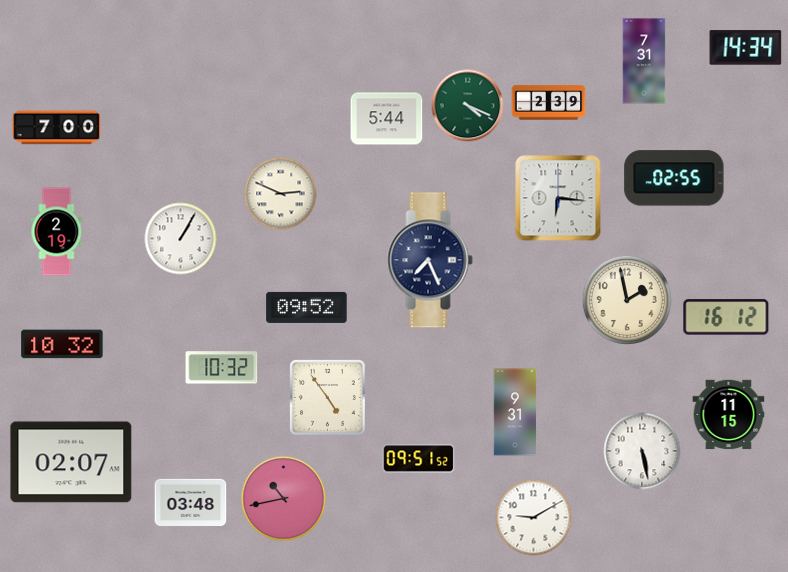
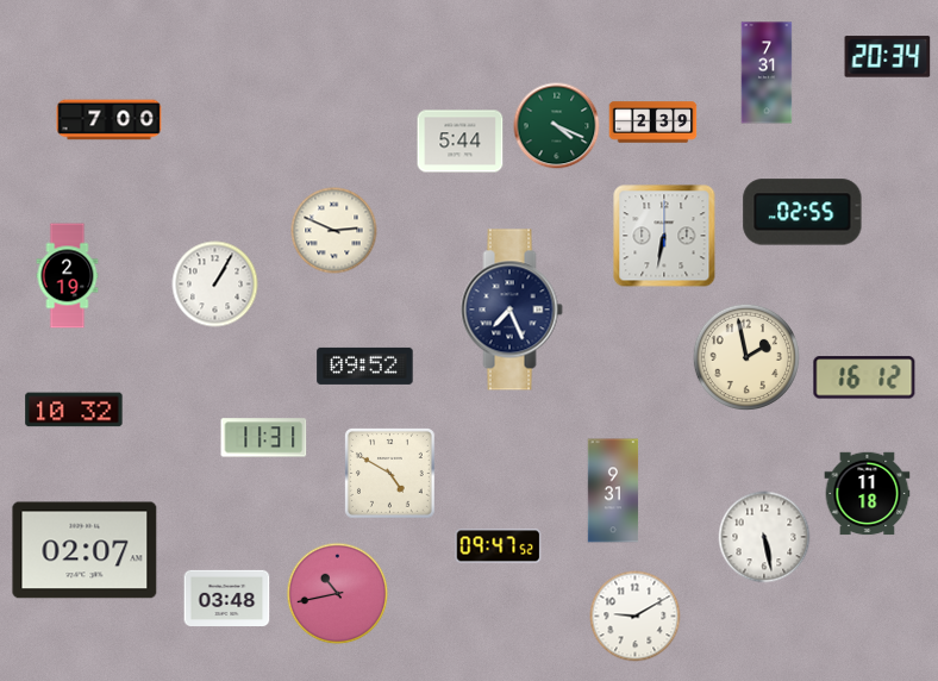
clock at (746, 48): 14:34 -> 20:34
clock at (57, 128) position: (57, 128) -> (110, 120)
clock at (558, 198): 6:16 -> 6:32
clock at (222, 368): 10:32 -> 11:31
clock at (328, 398): 4:54 -> 4:50
clock at (729, 415): 11:15 -> 11:18
clock at (419, 459): 09:51 -> 09:47
